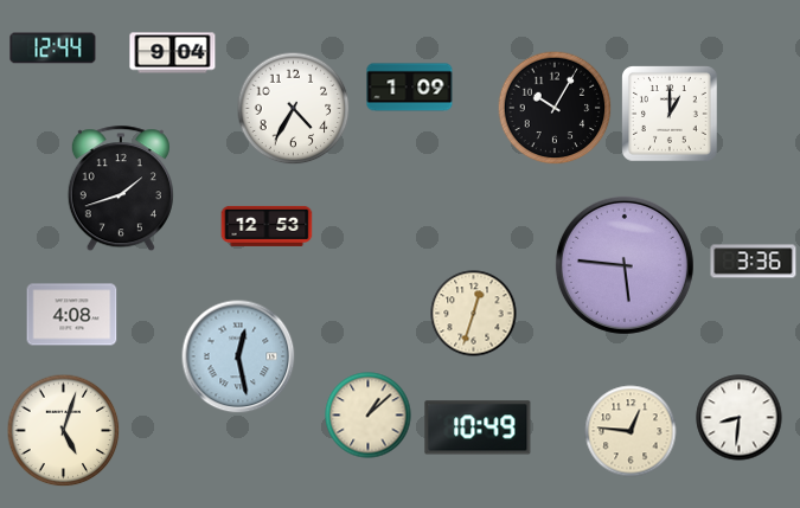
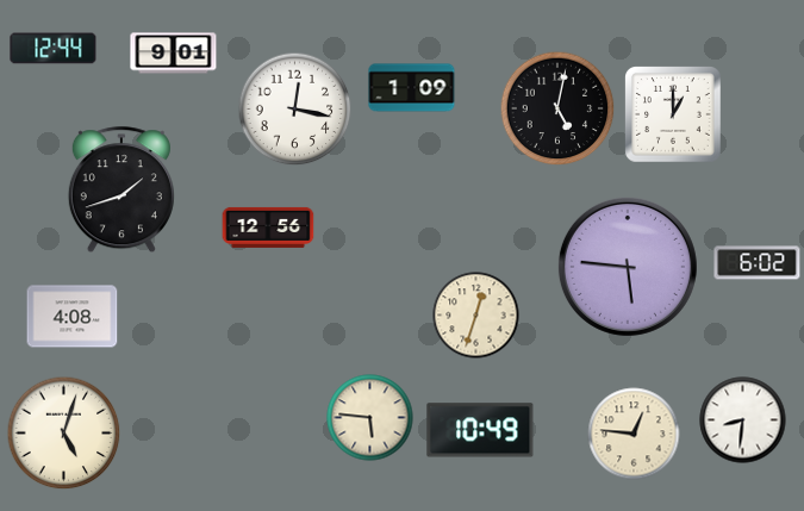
clock at (173, 53): 9:04 -> 9:01
clock at (555, 108): 10:05 -> 5:02
clock at (294, 109): 4:35 -> 12:17
clock at (267, 226): 12:53 -> 12:56
clock at (754, 262): 3:36 -> 6:02
clock at (238, 356): 12:28 -> none
clock at (369, 416): 1:08 -> 5:46
